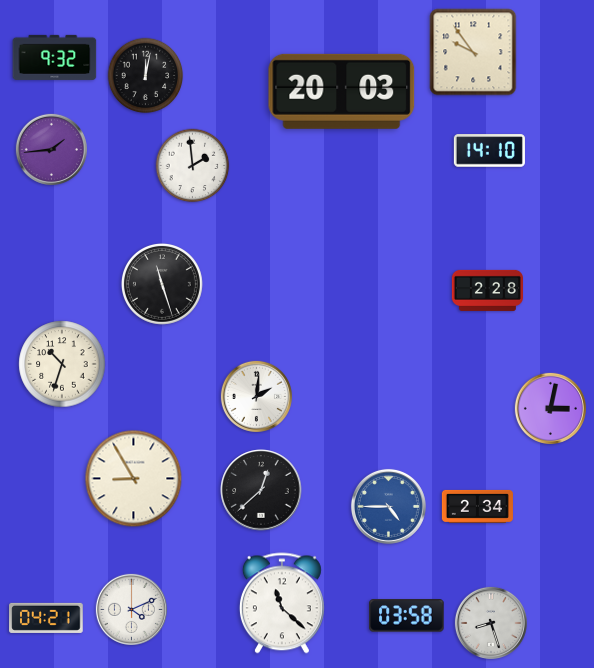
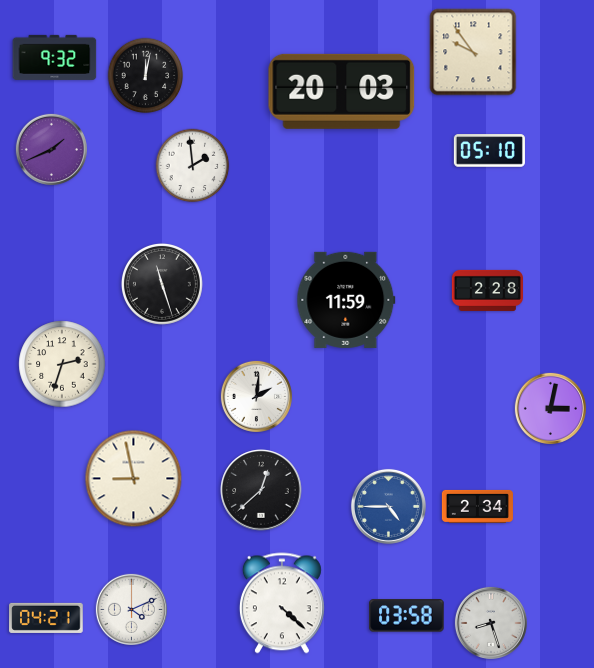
clock at (51, 149): 1:44 -> 1:41
clock at (489, 151): 14:10 -> 05:10
clock at (346, 300): none -> 11:59
clock at (62, 364): 10:33 -> 2:33
clock at (134, 479): 8:55 -> 8:58
clock at (282, 603): 11:22 -> 4:22
